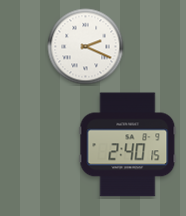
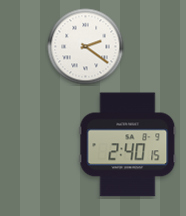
clock at (86, 47): 2:19 -> 2:21
